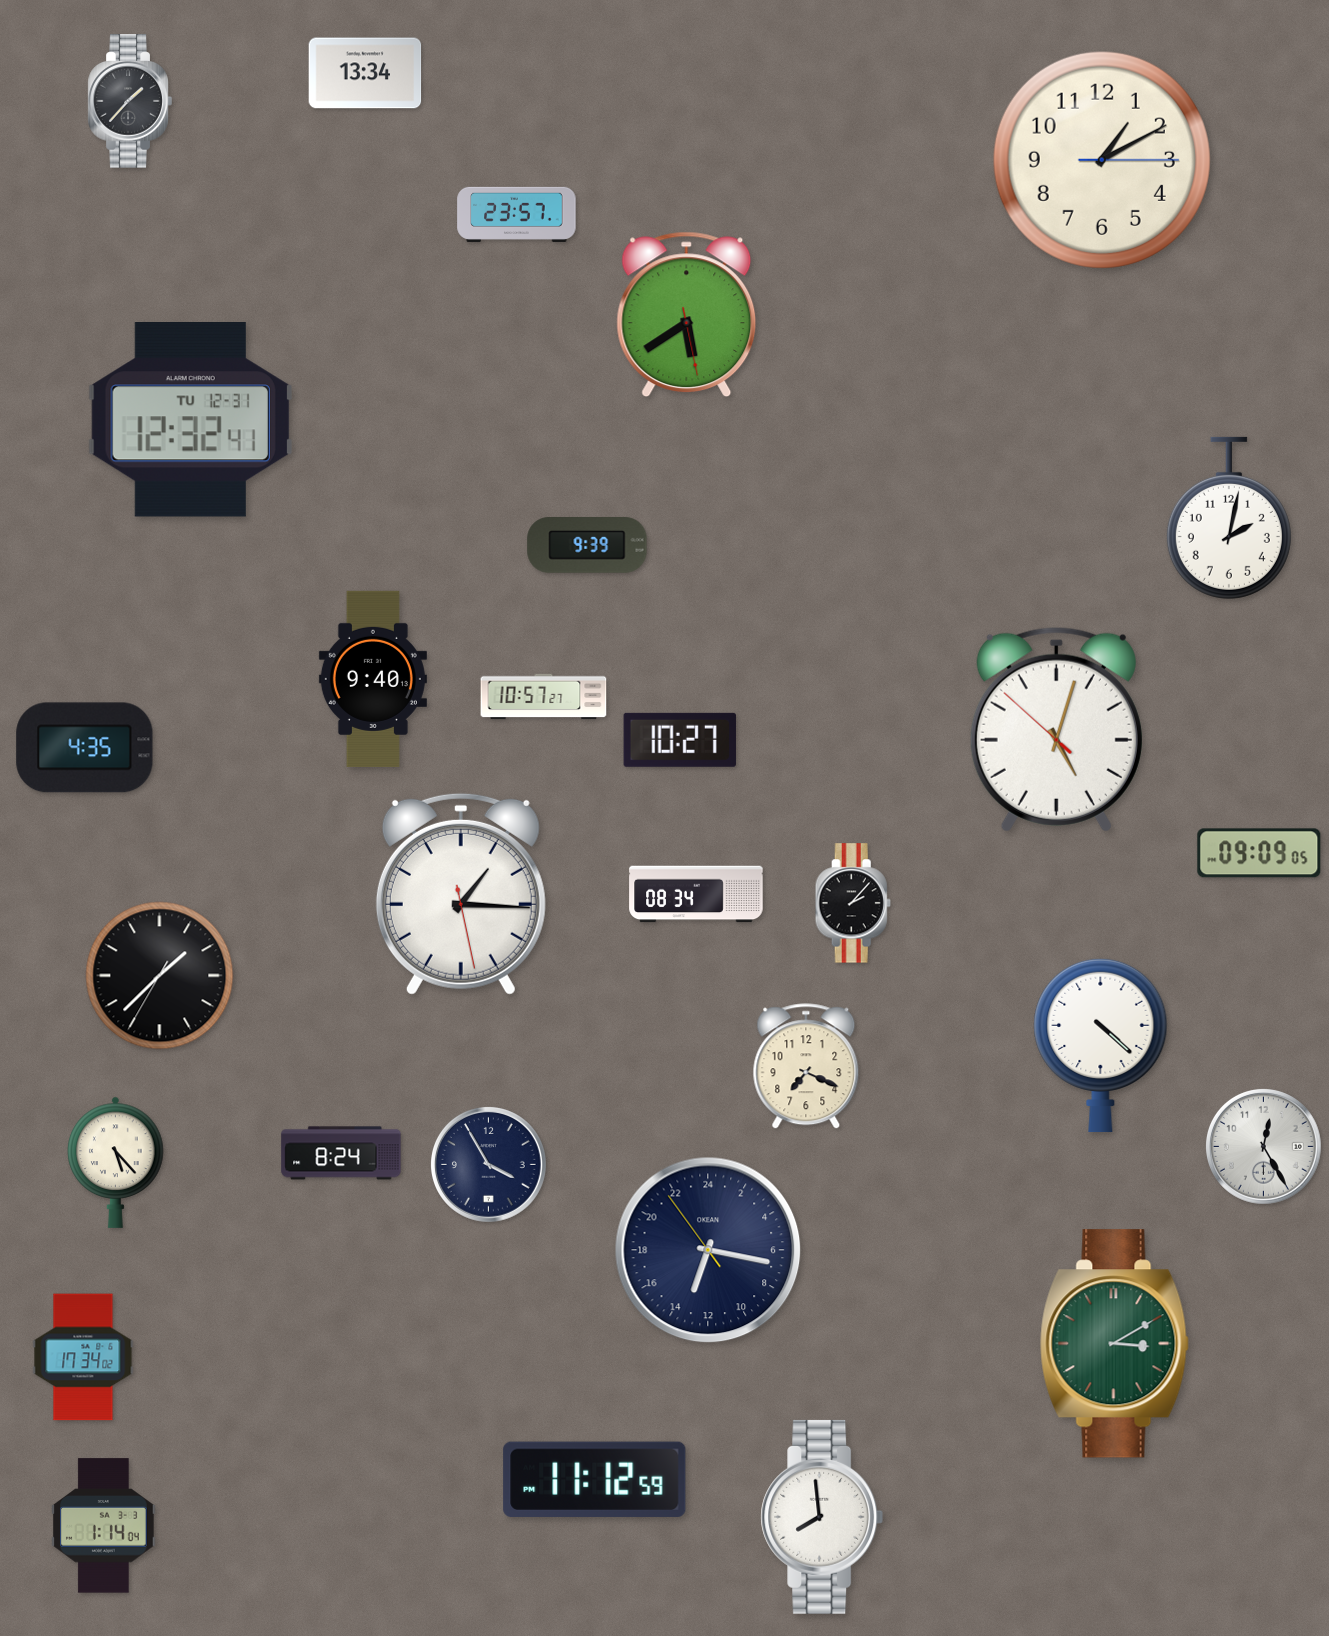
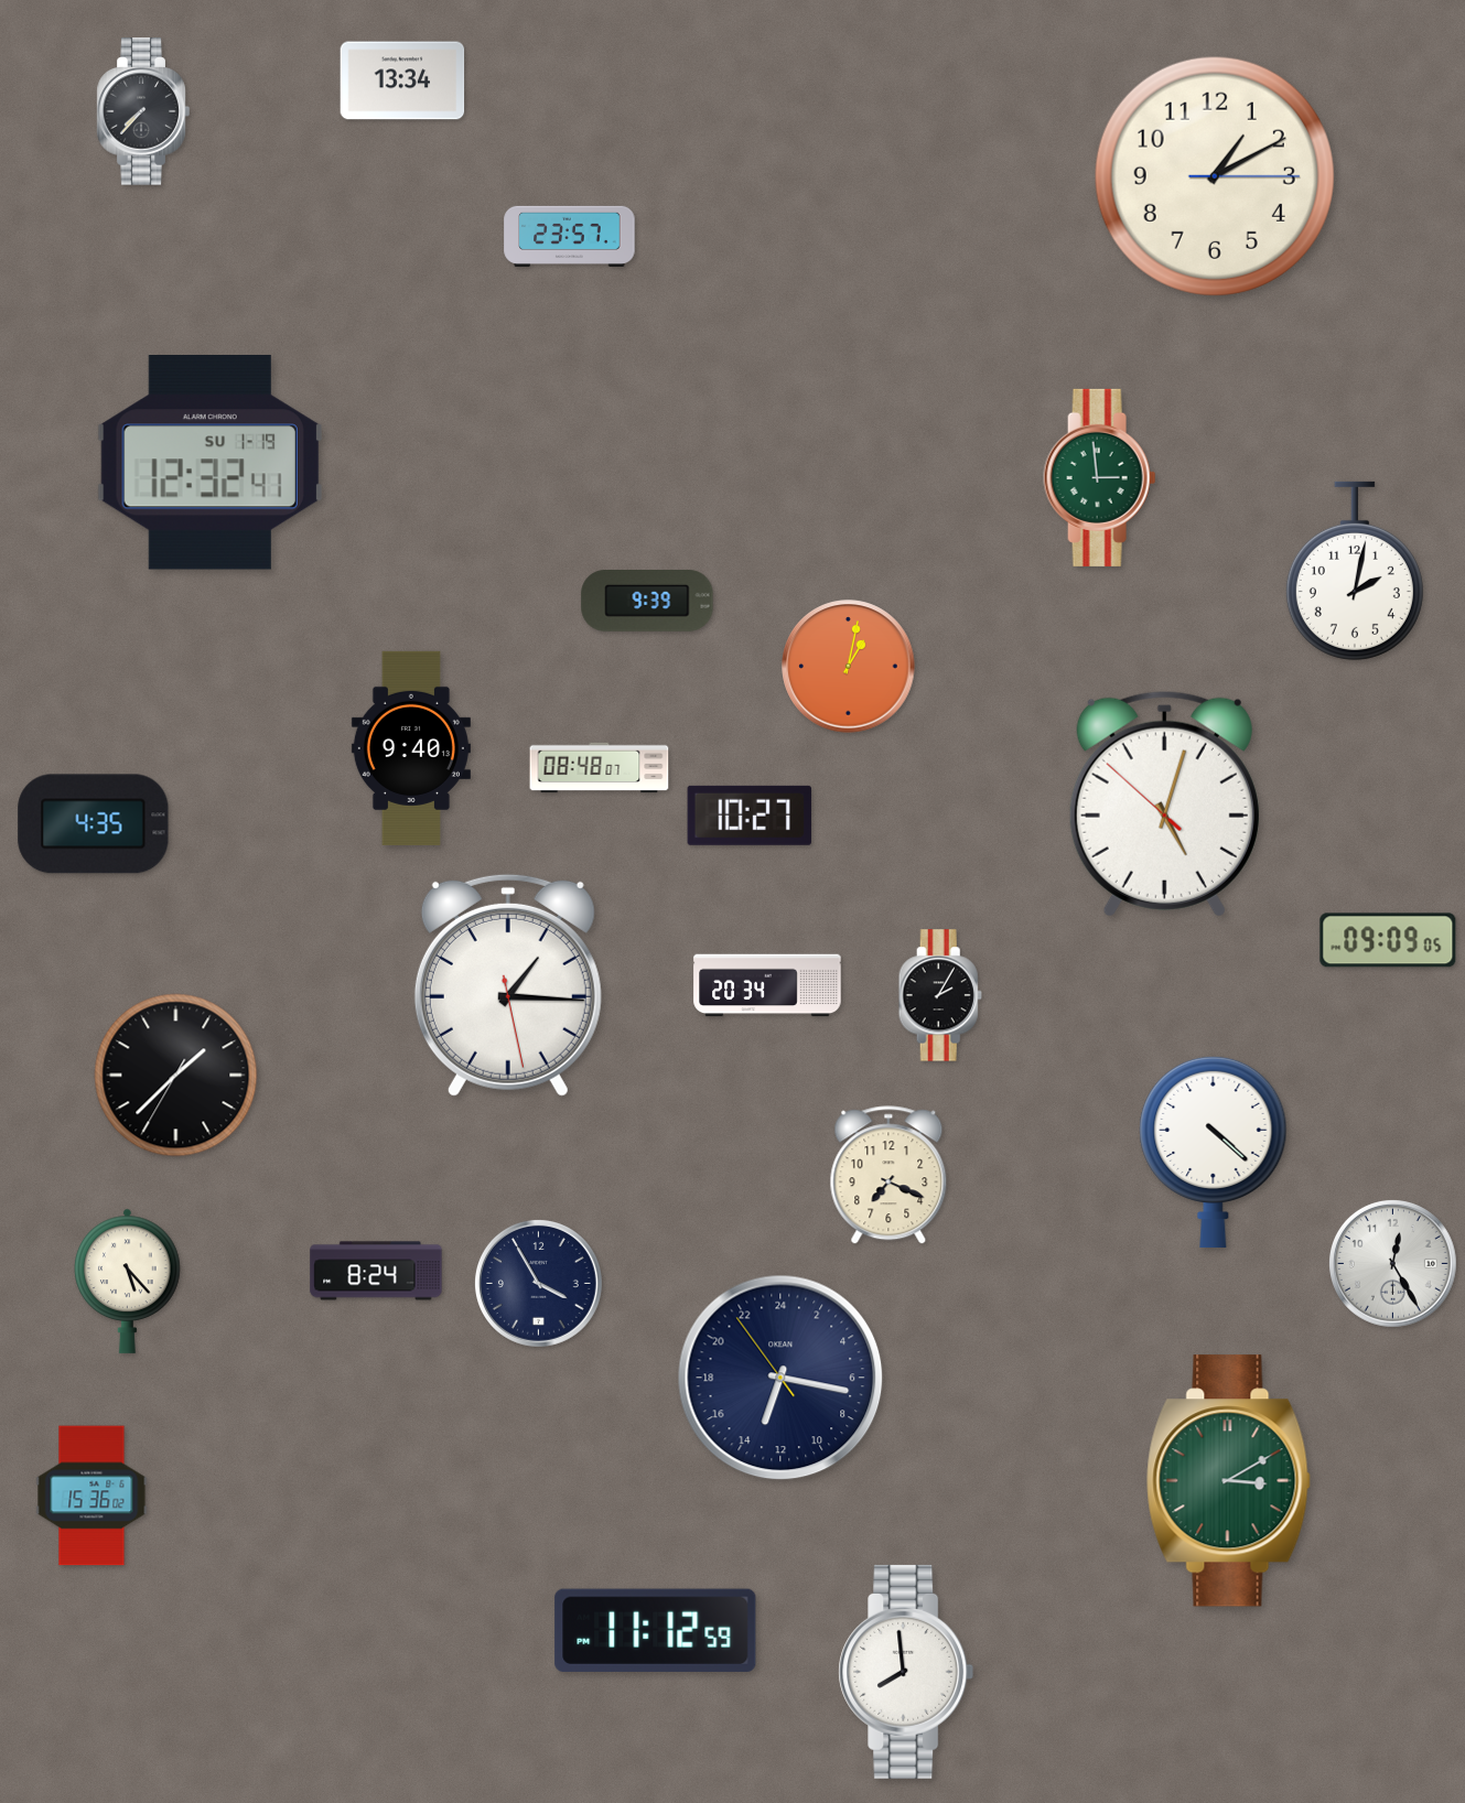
clock at (130, 101): 1:37 -> 7:37
clock at (687, 315): 5:39 -> none
clock at (190, 420) date: TU 12-31 -> SU 1-19
clock at (1100, 477): none -> 2:59
clock at (849, 667): none -> 1:02
clock at (544, 697): 10:57 -> 08:48
clock at (696, 894): 08:34 -> 20:34
clock at (853, 903): 2:07 -> 2:05
clock at (83, 1357): 17:34 -> 15:36
clock at (104, 1526): 1:14 -> none
